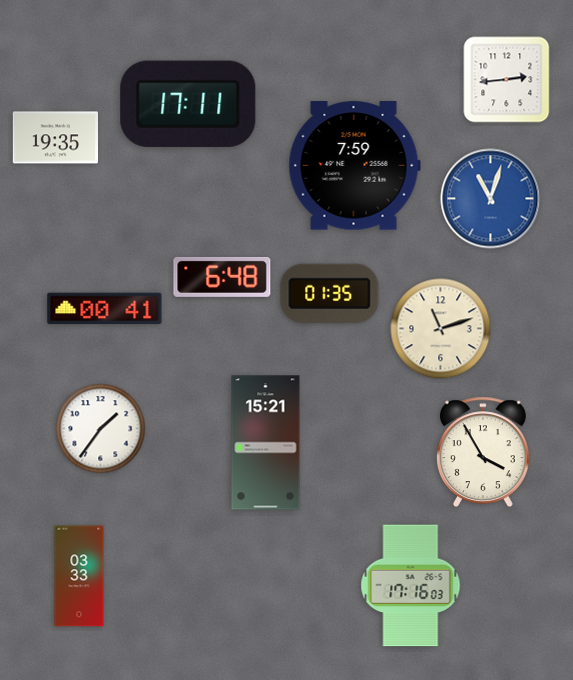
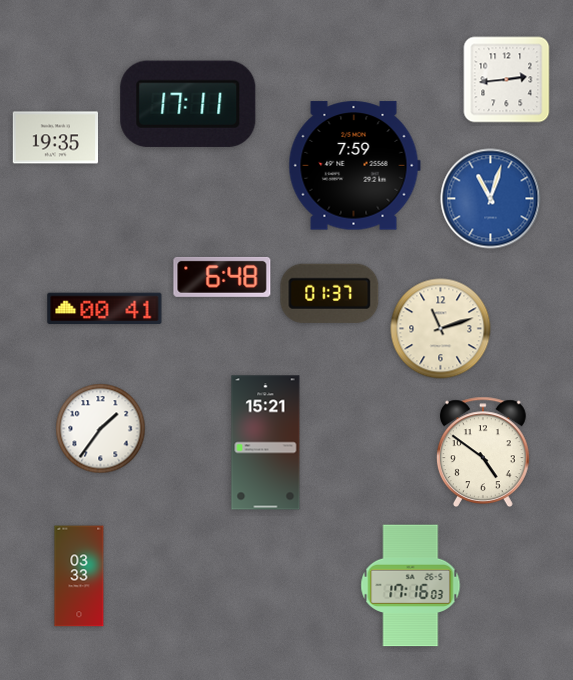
clock at (330, 293): 01:35 -> 01:37
clock at (483, 451): 3:55 -> 4:51
